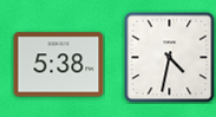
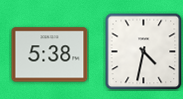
clock at (169, 57) position: (169, 57) -> (143, 51)
